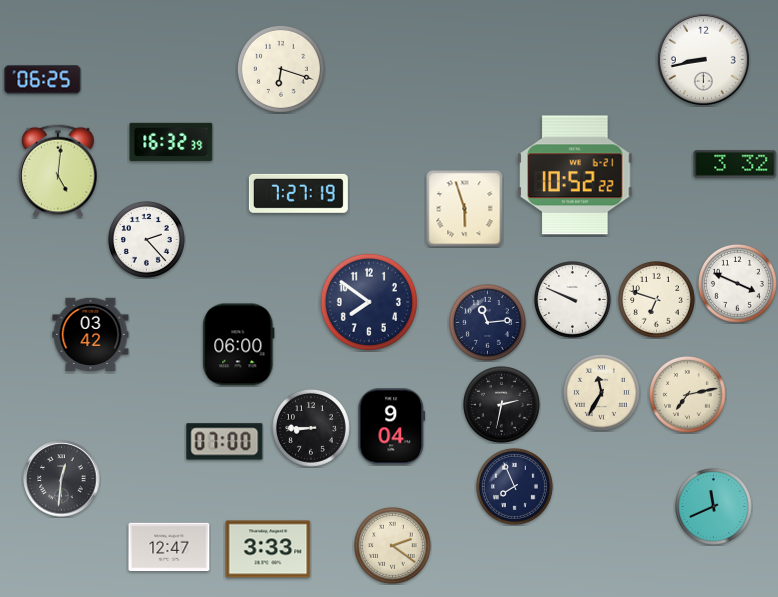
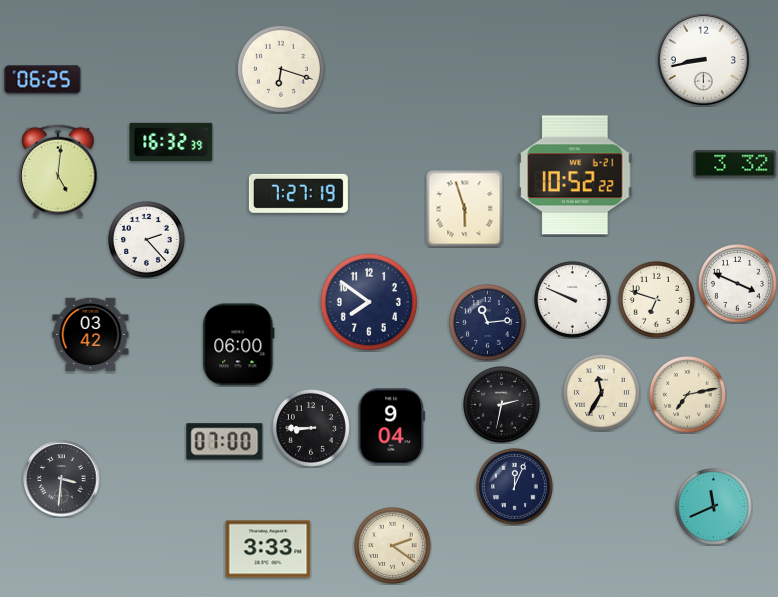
clock at (62, 479): 12:31 -> 3:31
clock at (515, 487): 7:56 -> 12:04
clock at (169, 547): 12:47 -> none
